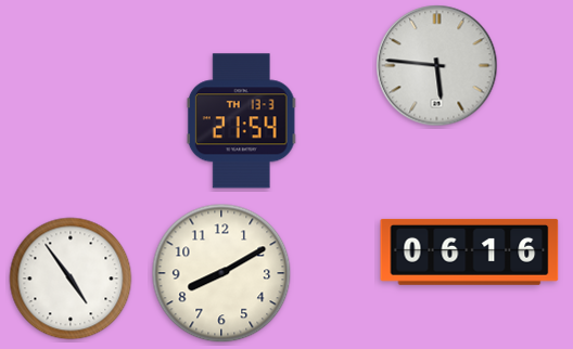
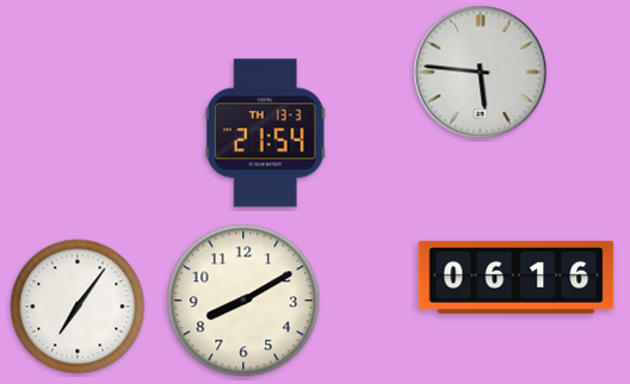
clock at (71, 279): 4:54 -> 7:06
